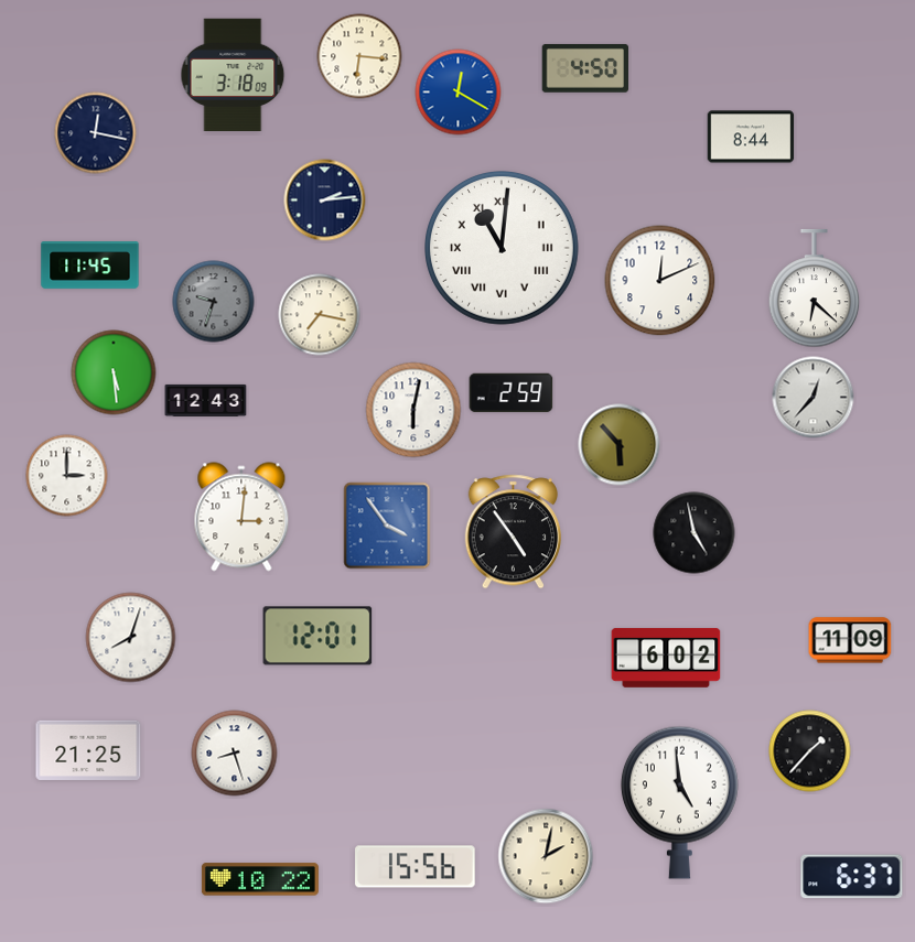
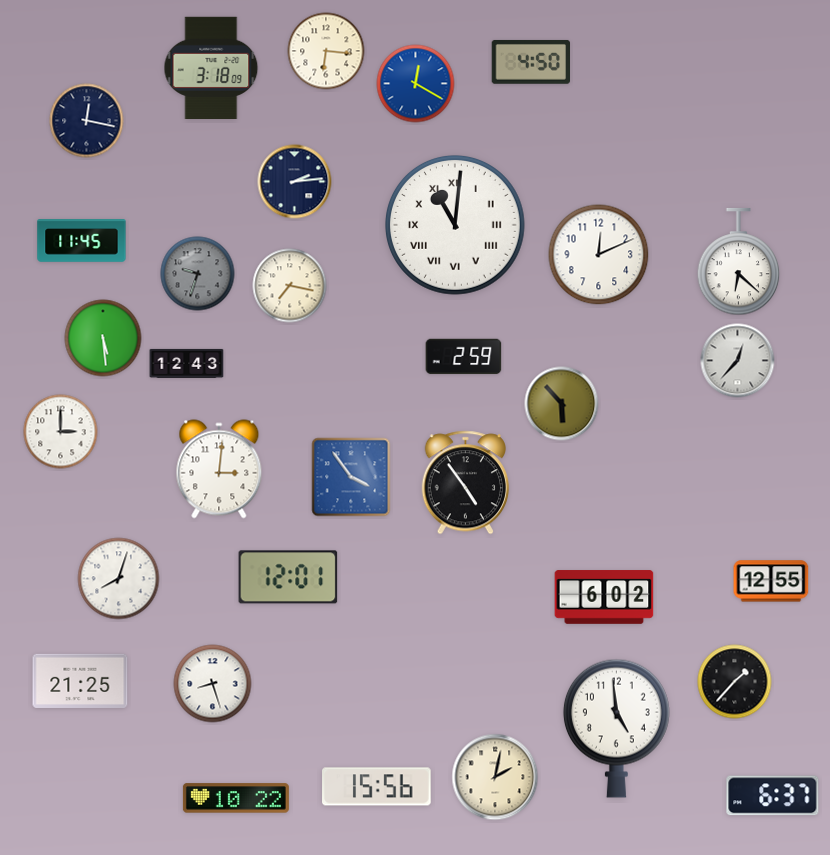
clock at (751, 137): 8:44 -> none
clock at (214, 302) position: (214, 302) -> (198, 274)
clock at (413, 410): 6:02 -> none
clock at (695, 533): 4:58 -> none
clock at (850, 640): 11:09 -> 12:55
